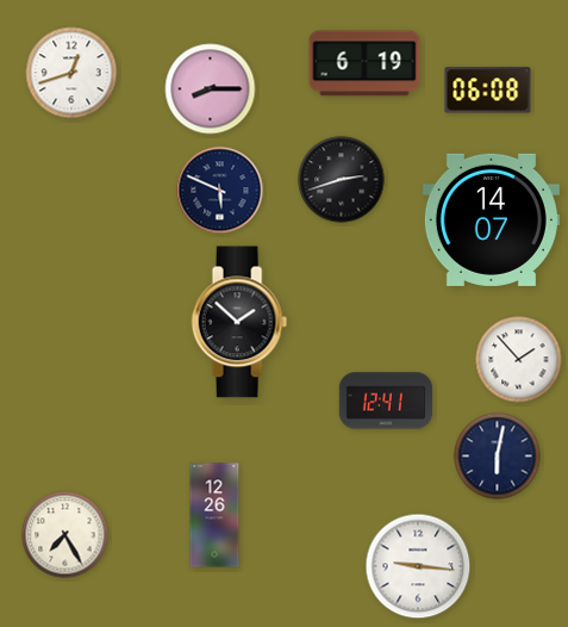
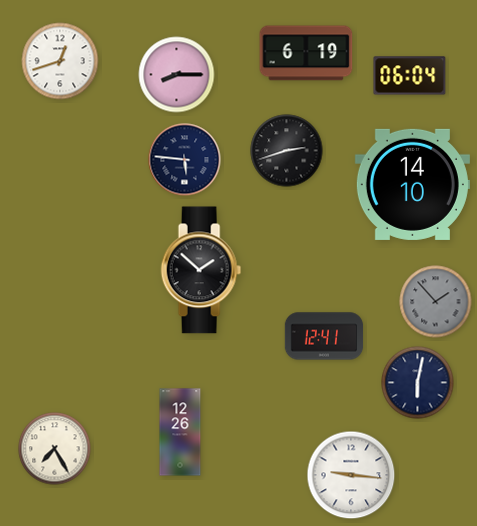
clock at (488, 91): 06:08 -> 06:04
clock at (220, 191): 5:49 -> 5:46
clock at (491, 219): 14:07 -> 14:10
clock at (519, 360) dial: white -> grey
